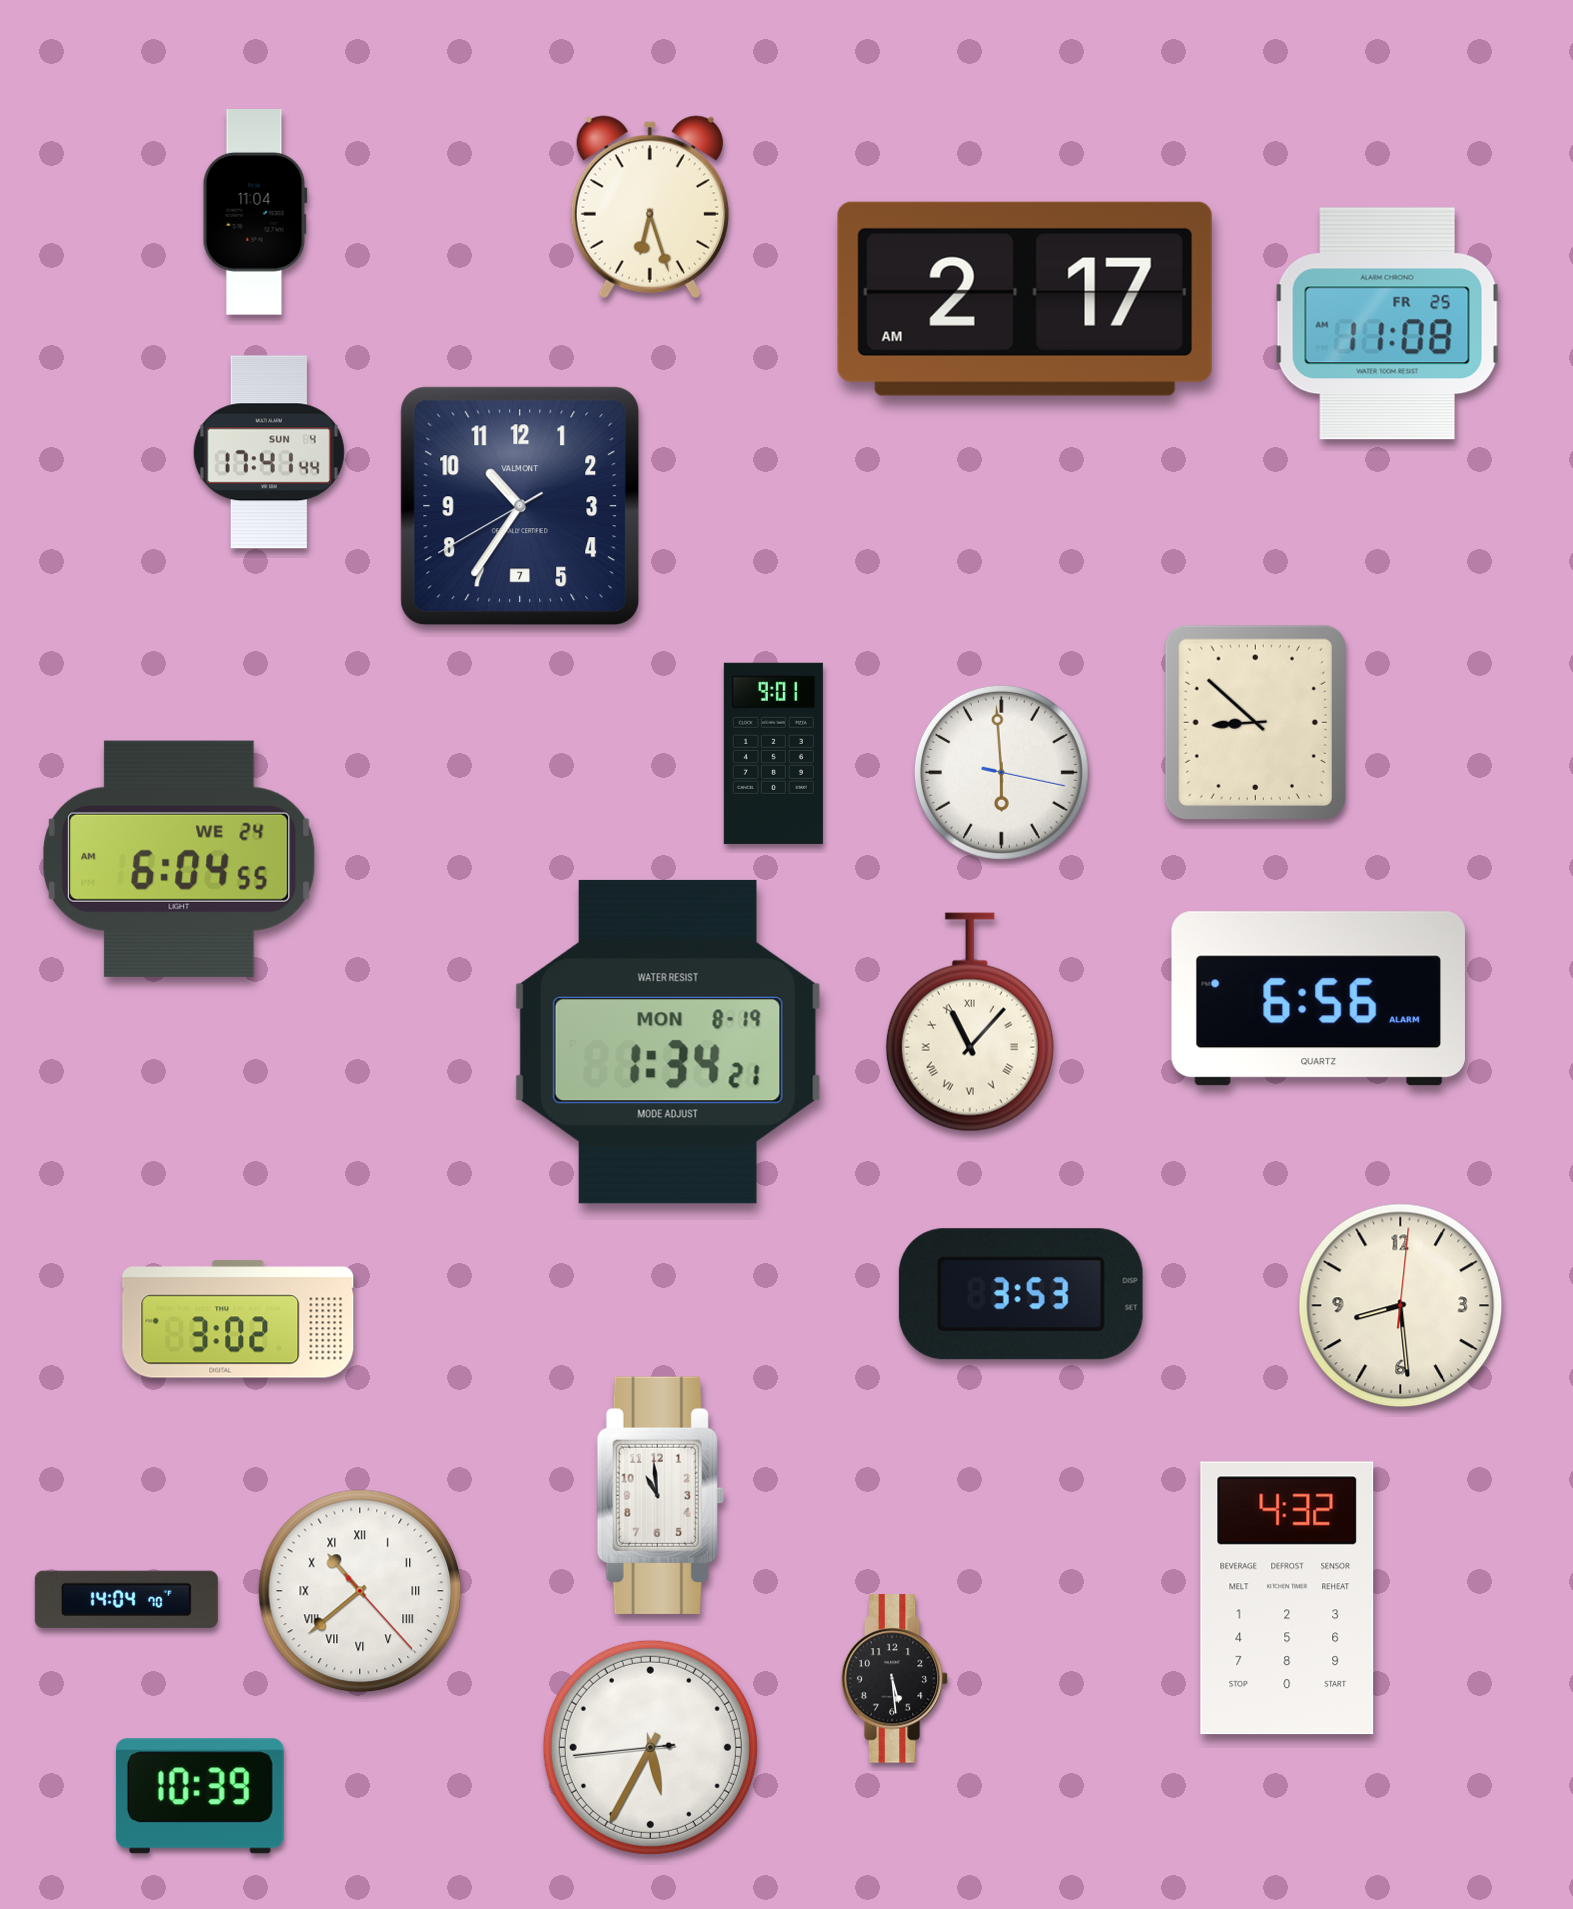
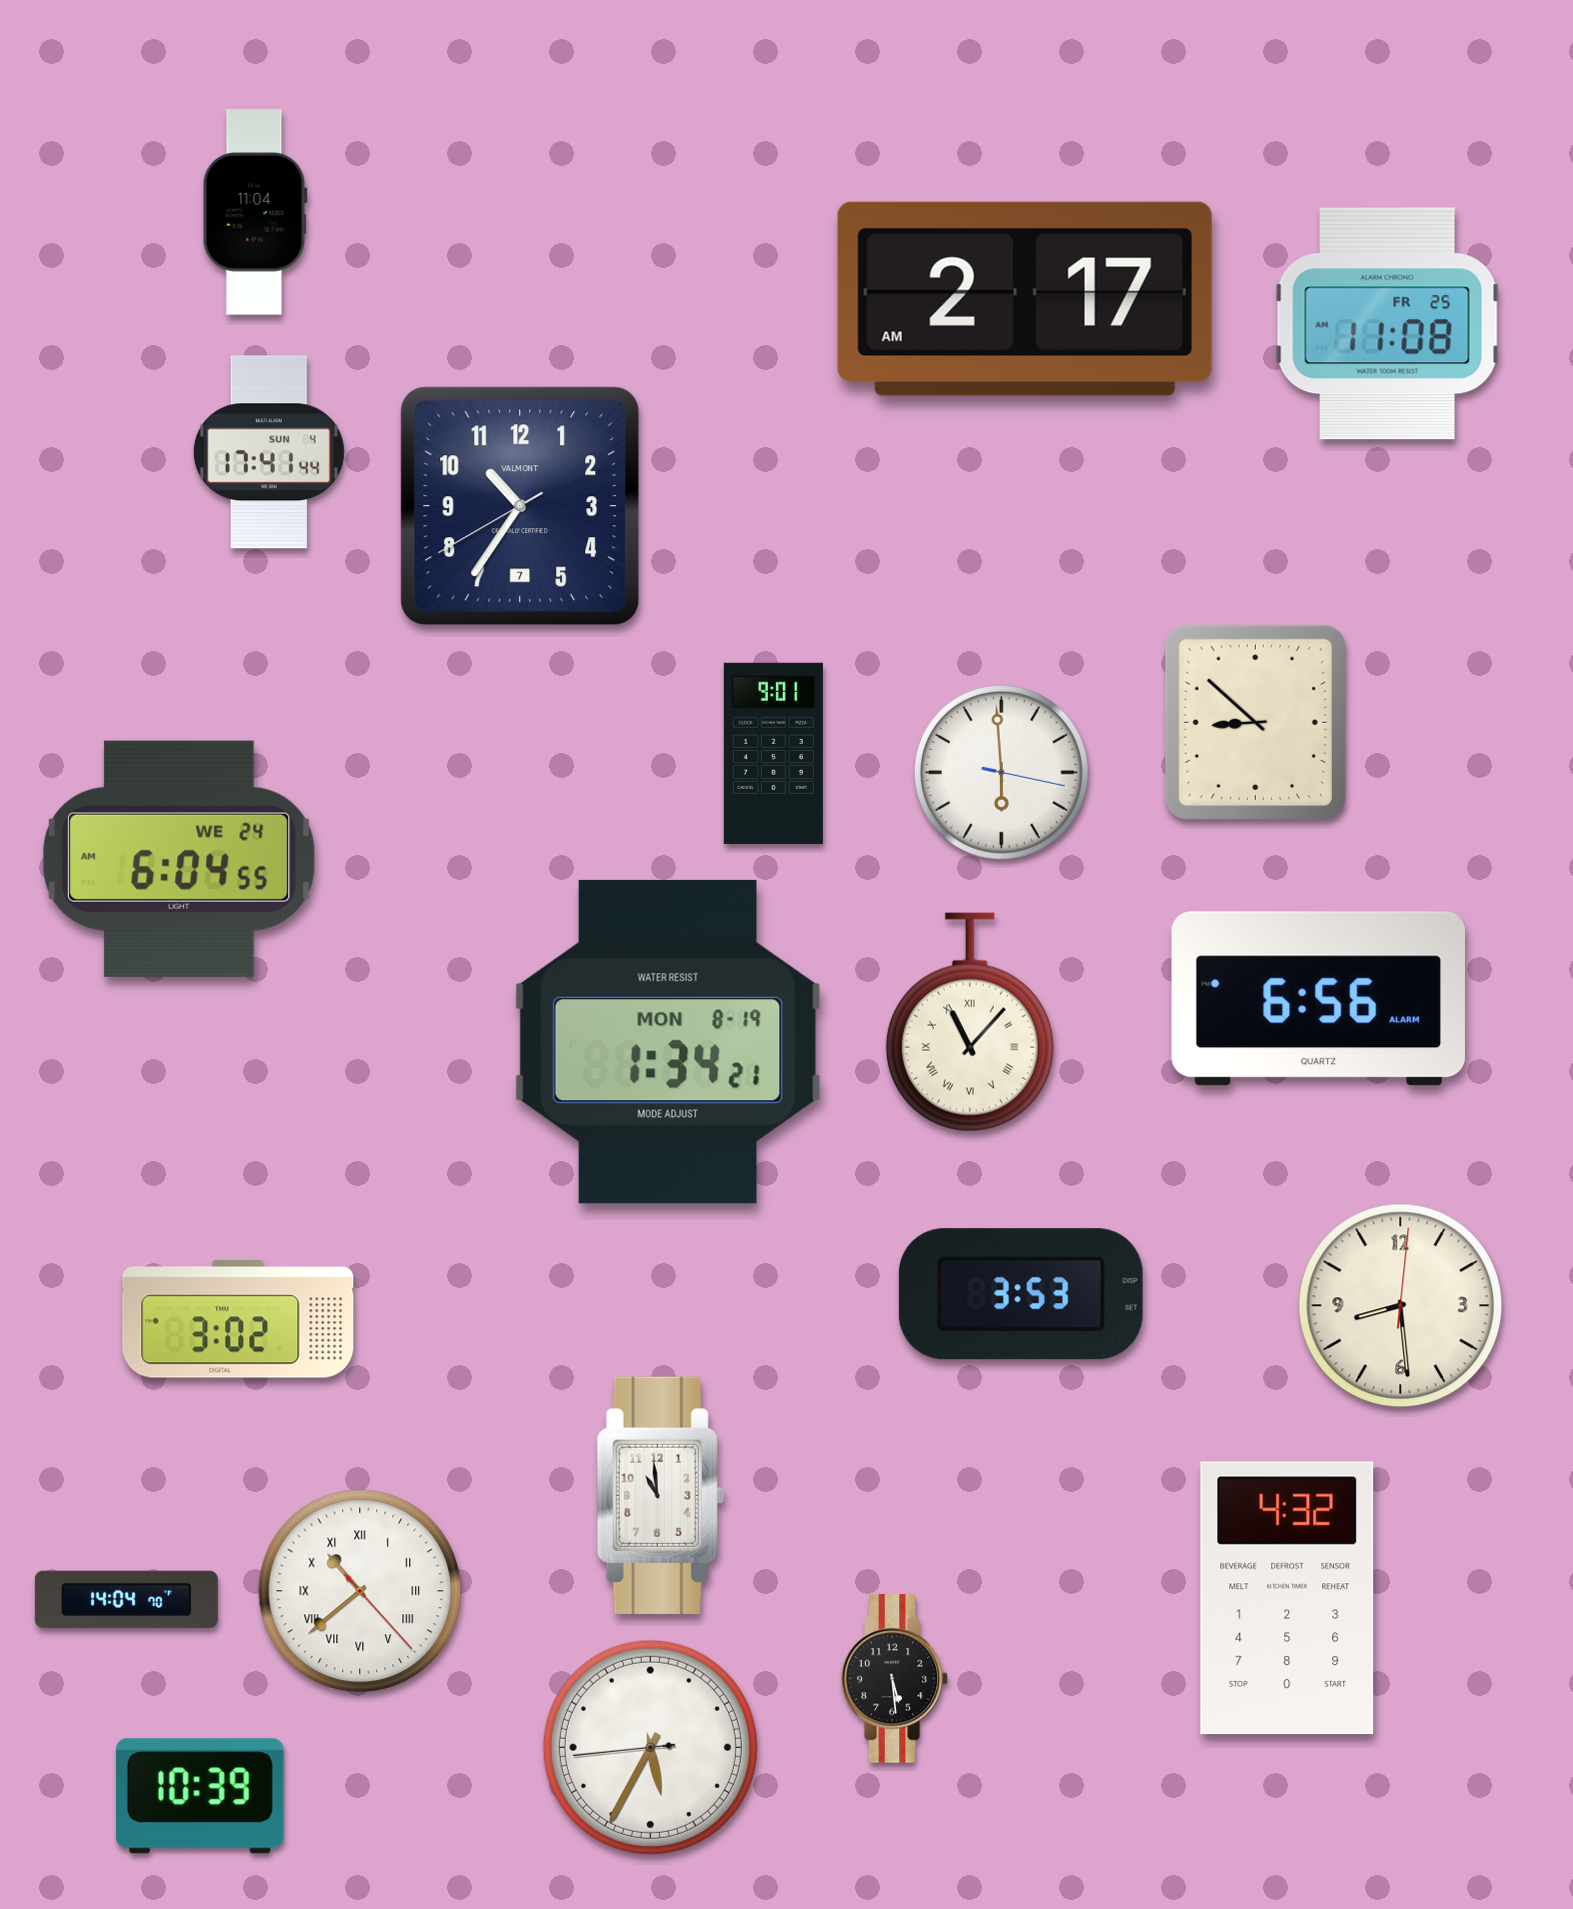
clock at (650, 207): 6:27 -> none
